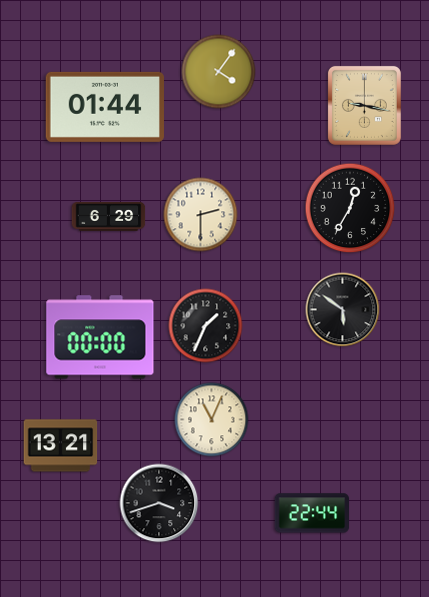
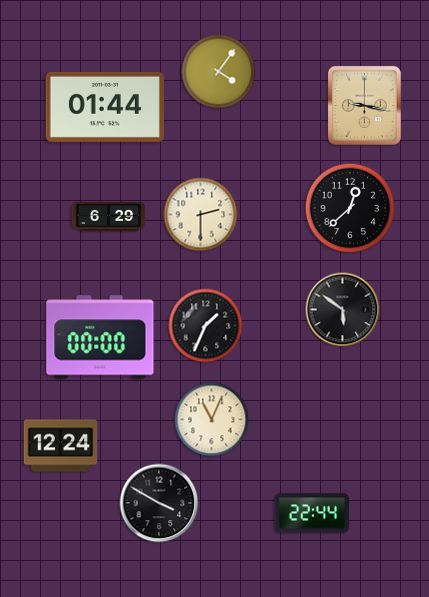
clock at (350, 208): 12:35 -> 12:38
clock at (61, 446): 13:21 -> 12:24
clock at (159, 503): 3:42 -> 3:50
